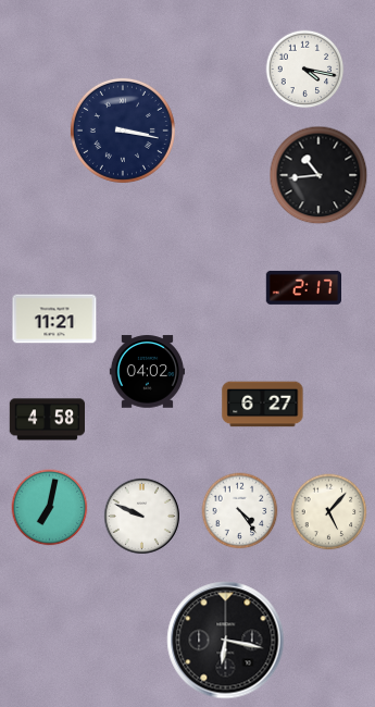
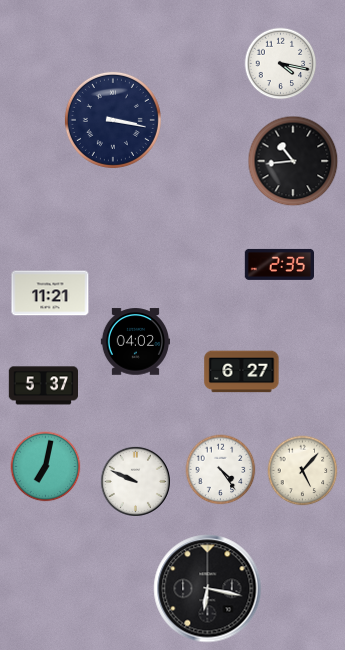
clock at (303, 287): 2:17 -> 2:35
clock at (47, 420): 4:58 -> 5:37
clock at (141, 516) position: (141, 516) -> (135, 481)
